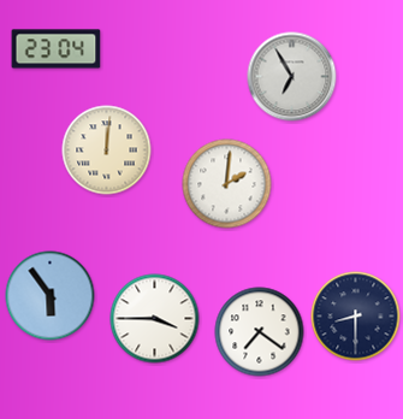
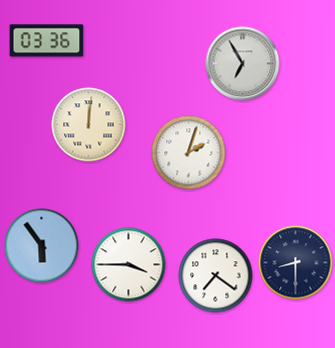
clock at (57, 49): 23:04 -> 03:36
clock at (227, 184): 2:01 -> 2:03
